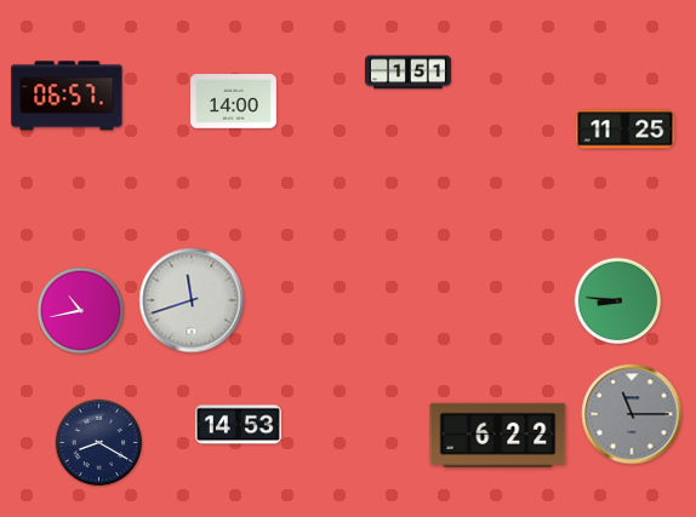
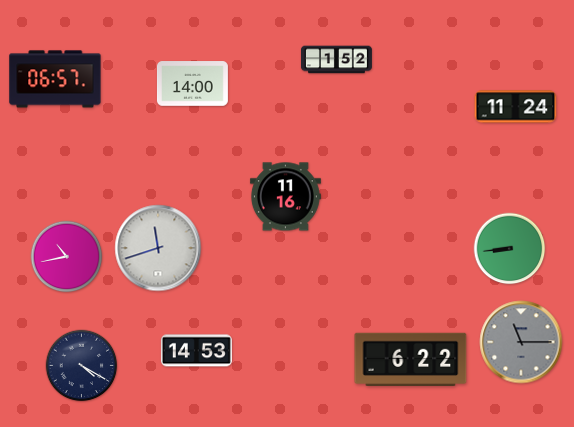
clock at (407, 73): 1:51 -> 1:52
clock at (626, 130): 11:25 -> 11:24
clock at (285, 197): none -> 11:16
clock at (618, 301): 8:46 -> 8:44
clock at (99, 443): 8:20 -> 4:20
